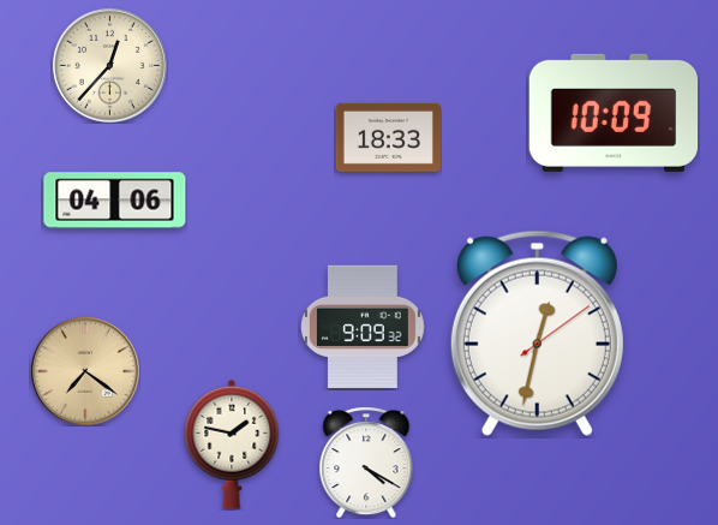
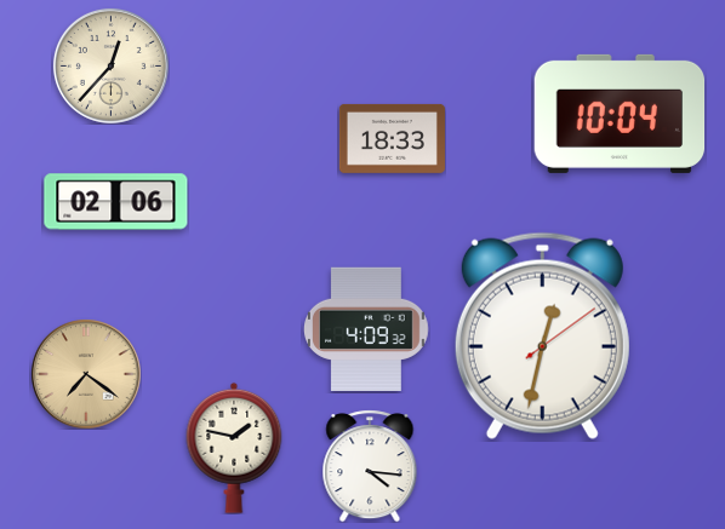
clock at (614, 113): 10:09 -> 10:04
clock at (115, 201): 04:06 -> 02:06
clock at (364, 327): 9:09 -> 4:09
clock at (366, 463): 4:20 -> 4:16
